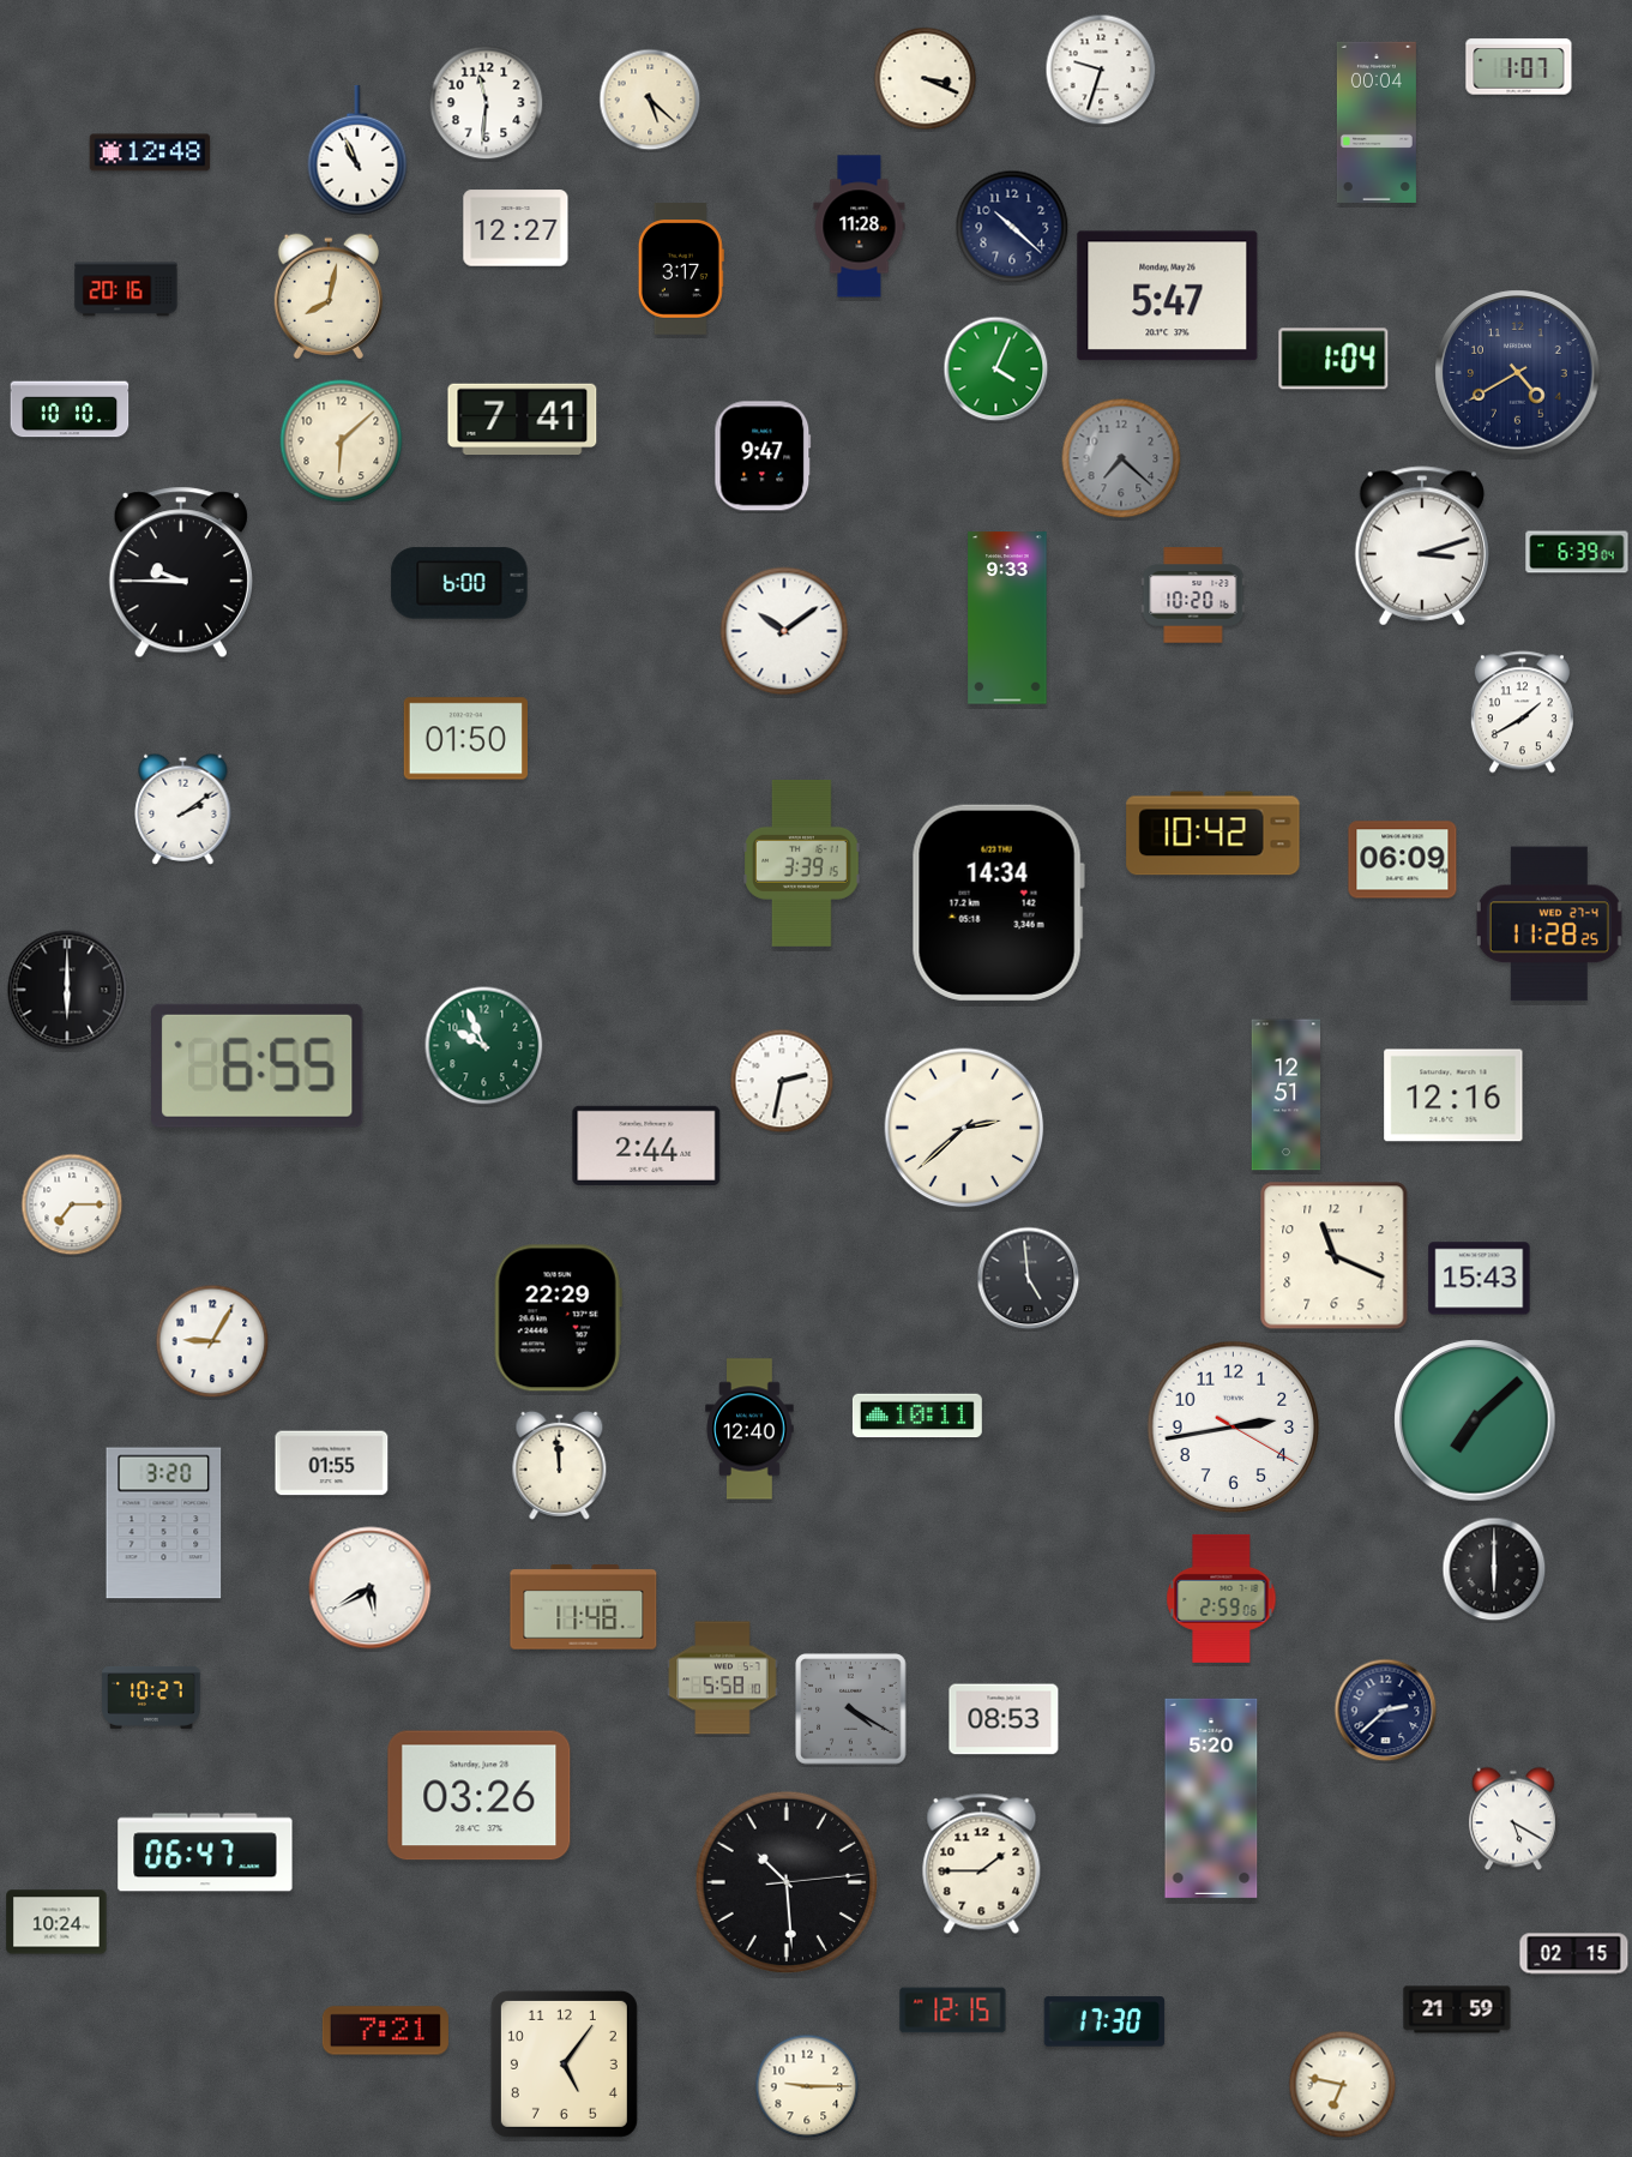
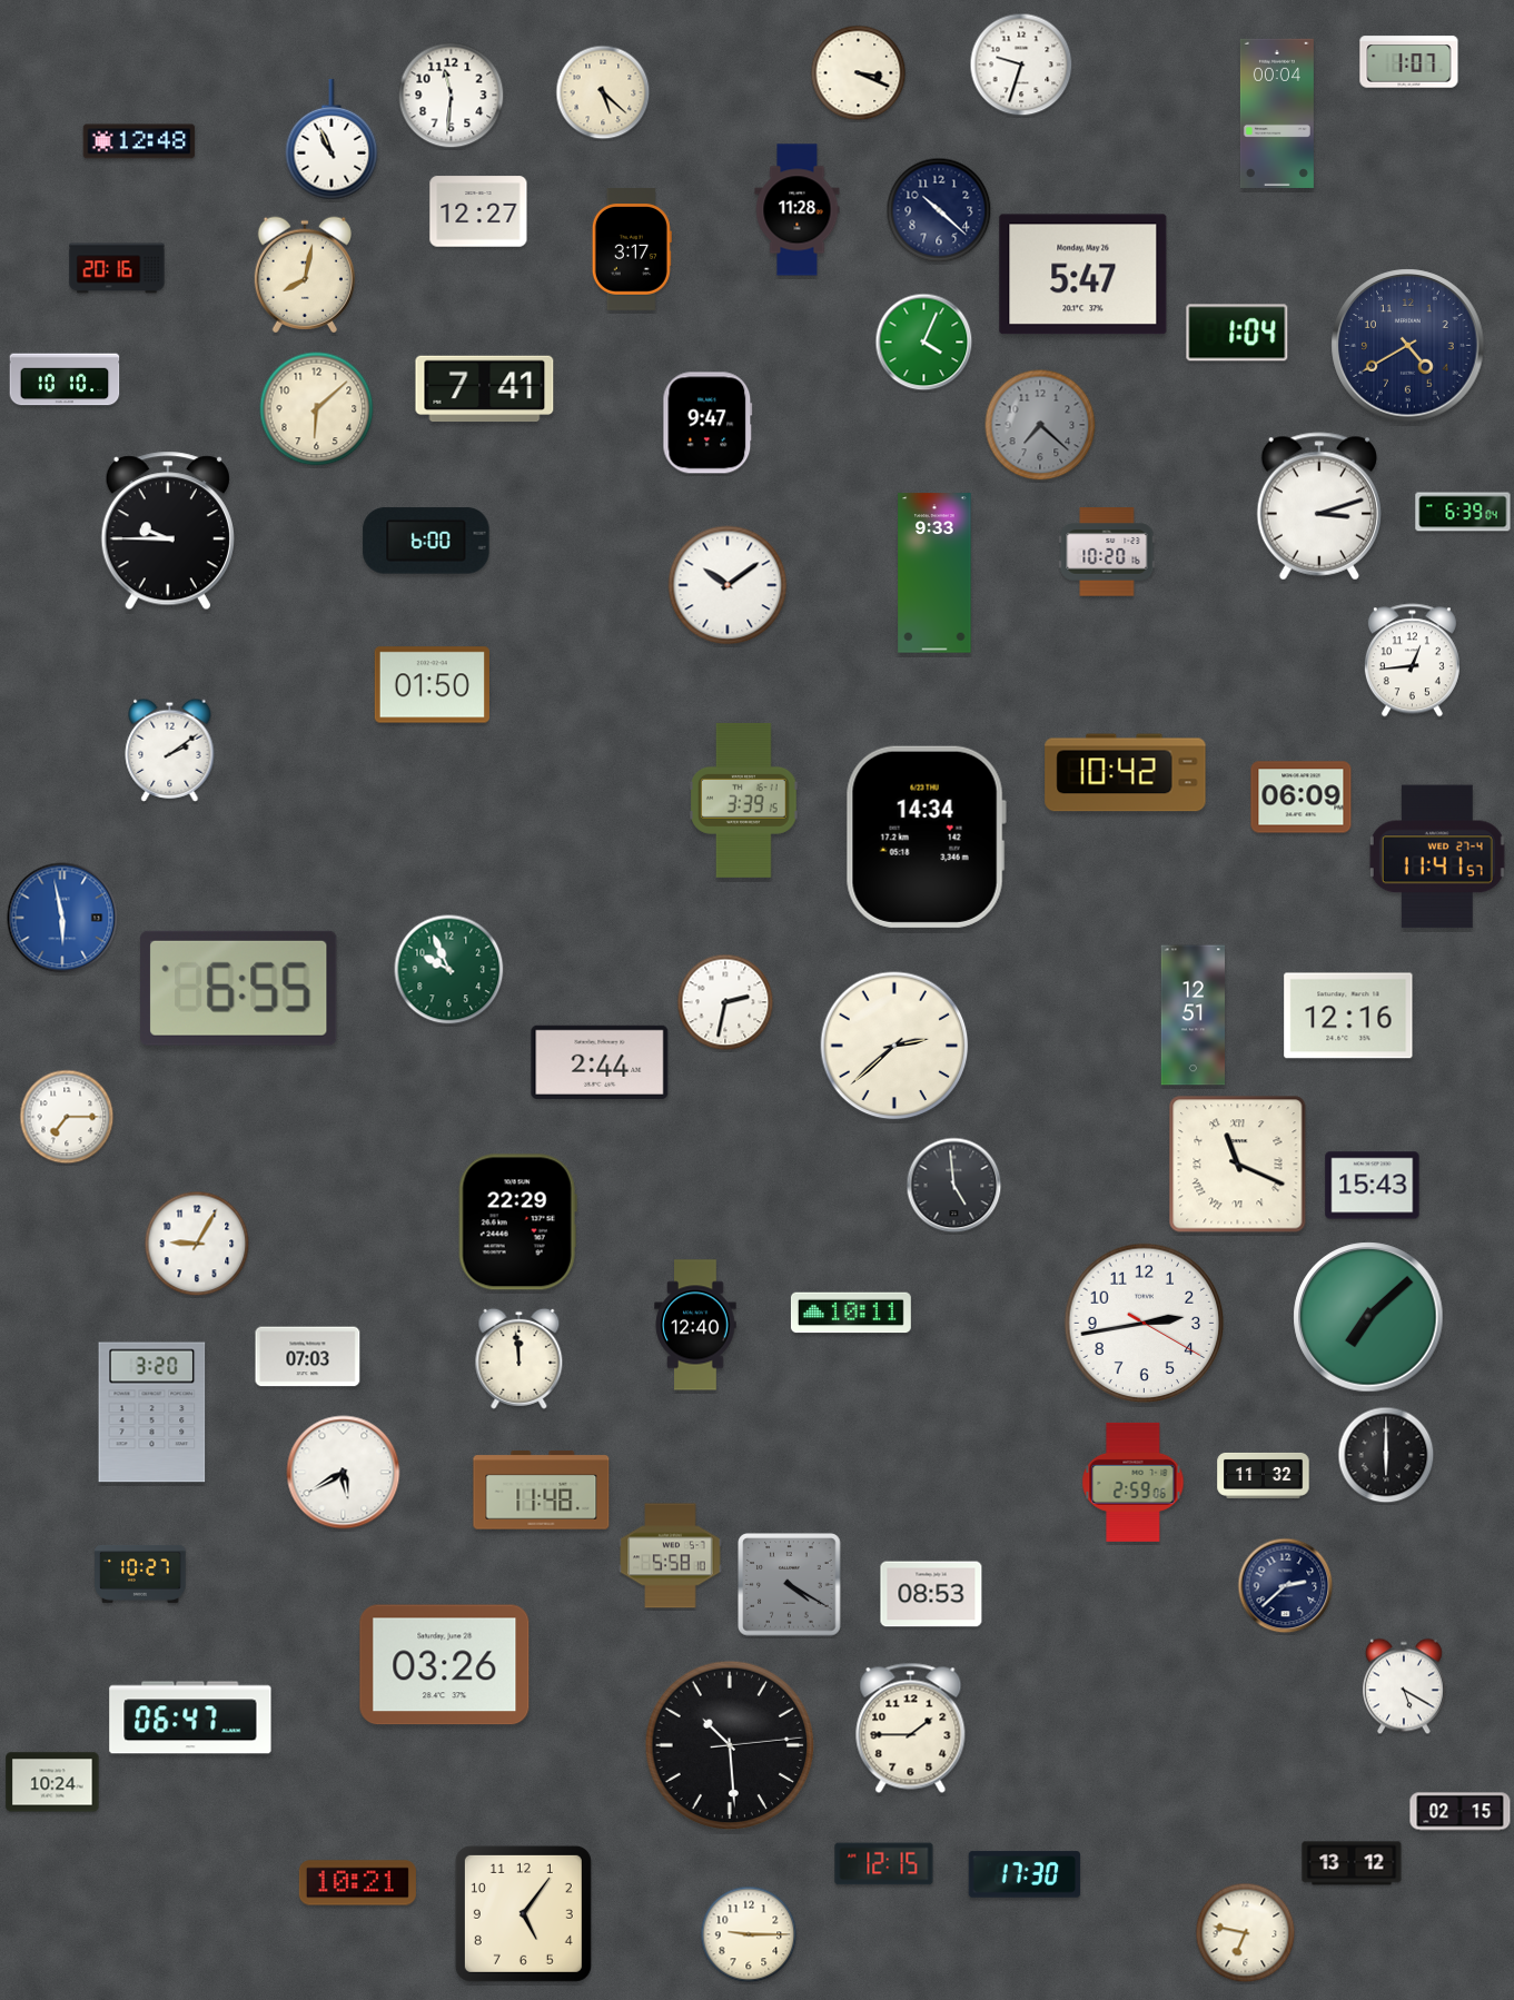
clock at (1522, 713): 1:40 -> 12:44
clock at (1549, 924): 11:28 -> 11:41
clock at (67, 990): 6:00 -> 5:58
clock at (67, 990) dial: black -> blue
clock at (1335, 1256) numerals: Arabic -> Roman
clock at (332, 1464): 01:55 -> 07:03
clock at (1264, 1475): none -> 11:32
clock at (1211, 1798): 5:20 -> none
clock at (1457, 2009): 21:59 -> 13:12
clock at (385, 2031): 7:21 -> 10:21
